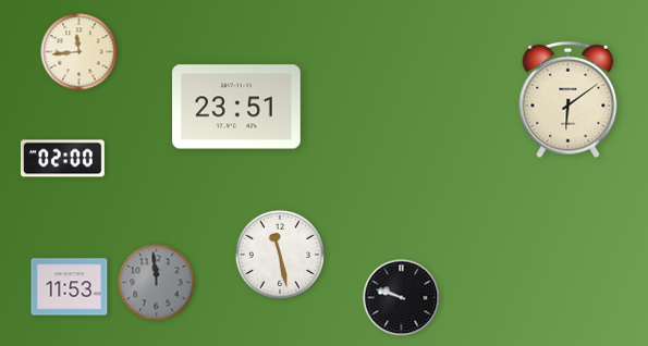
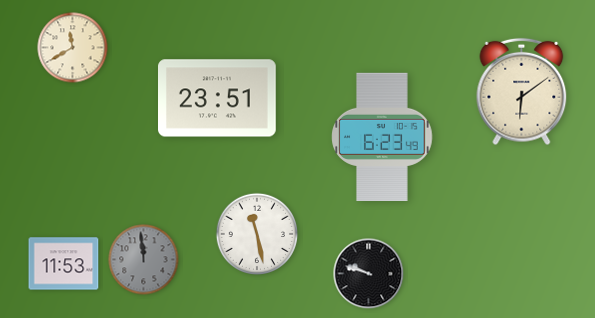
clock at (80, 52): 11:44 -> 11:40
clock at (382, 136): none -> 6:23
clock at (63, 159): 02:00 -> none
